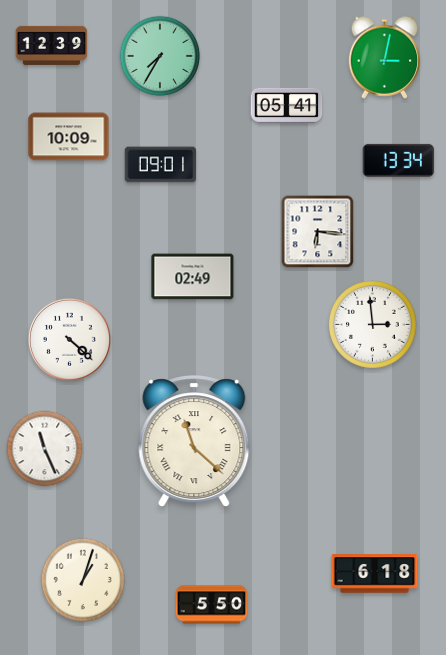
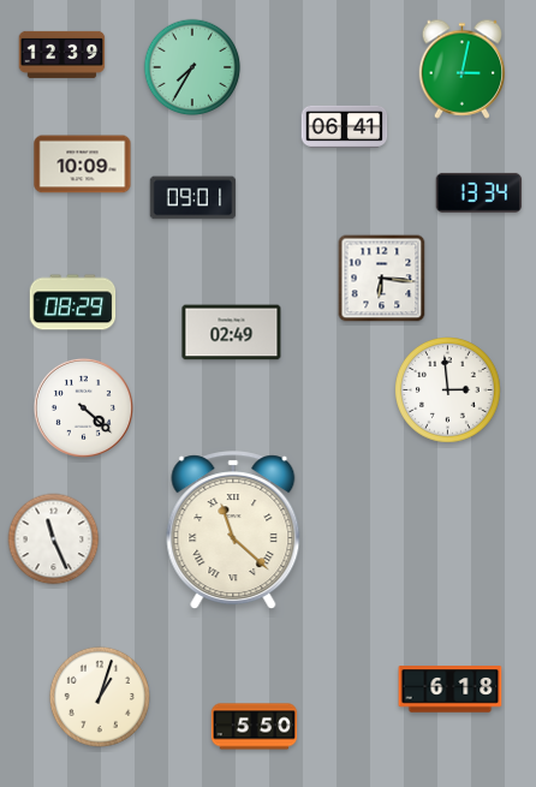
clock at (287, 105): 05:41 -> 06:41
clock at (73, 303): none -> 08:29
